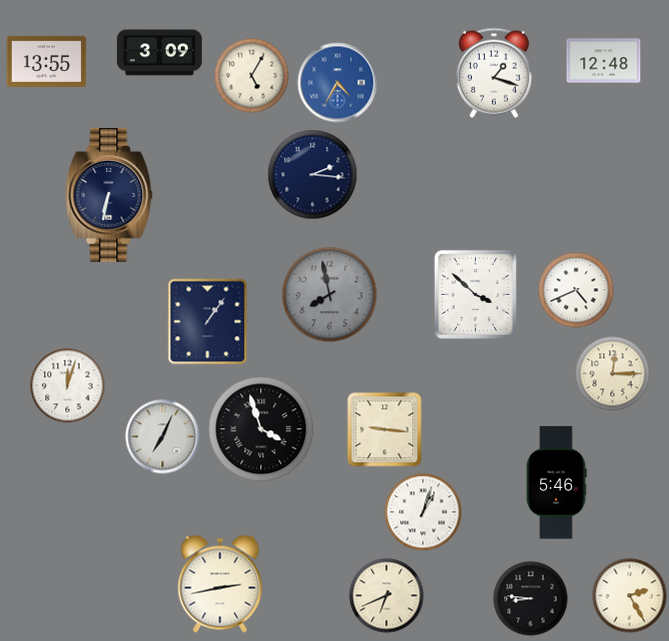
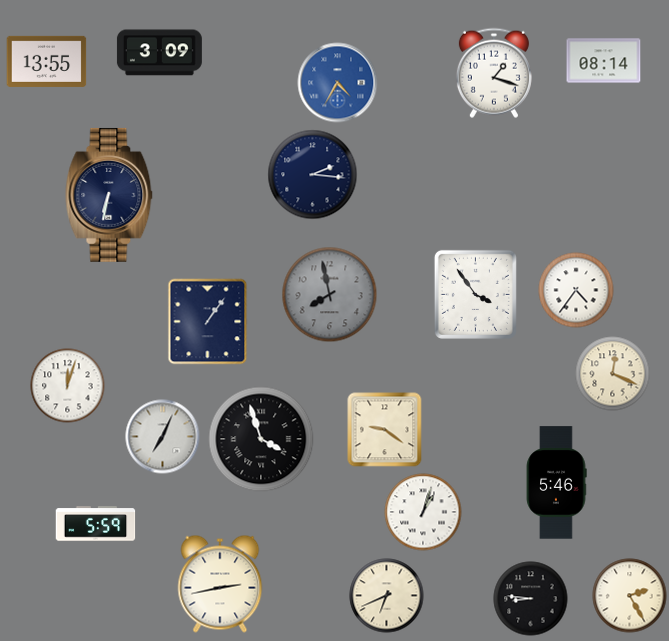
clock at (604, 61): 12:48 -> 08:14
clock at (252, 76): 5:05 -> none
clock at (576, 290): 4:41 -> 4:36
clock at (475, 294): 3:52 -> 3:54
clock at (613, 374): 12:15 -> 12:19
clock at (261, 429) position: (261, 429) -> (261, 439)
clock at (385, 430): 9:16 -> 9:21
clock at (96, 524): none -> 5:59
